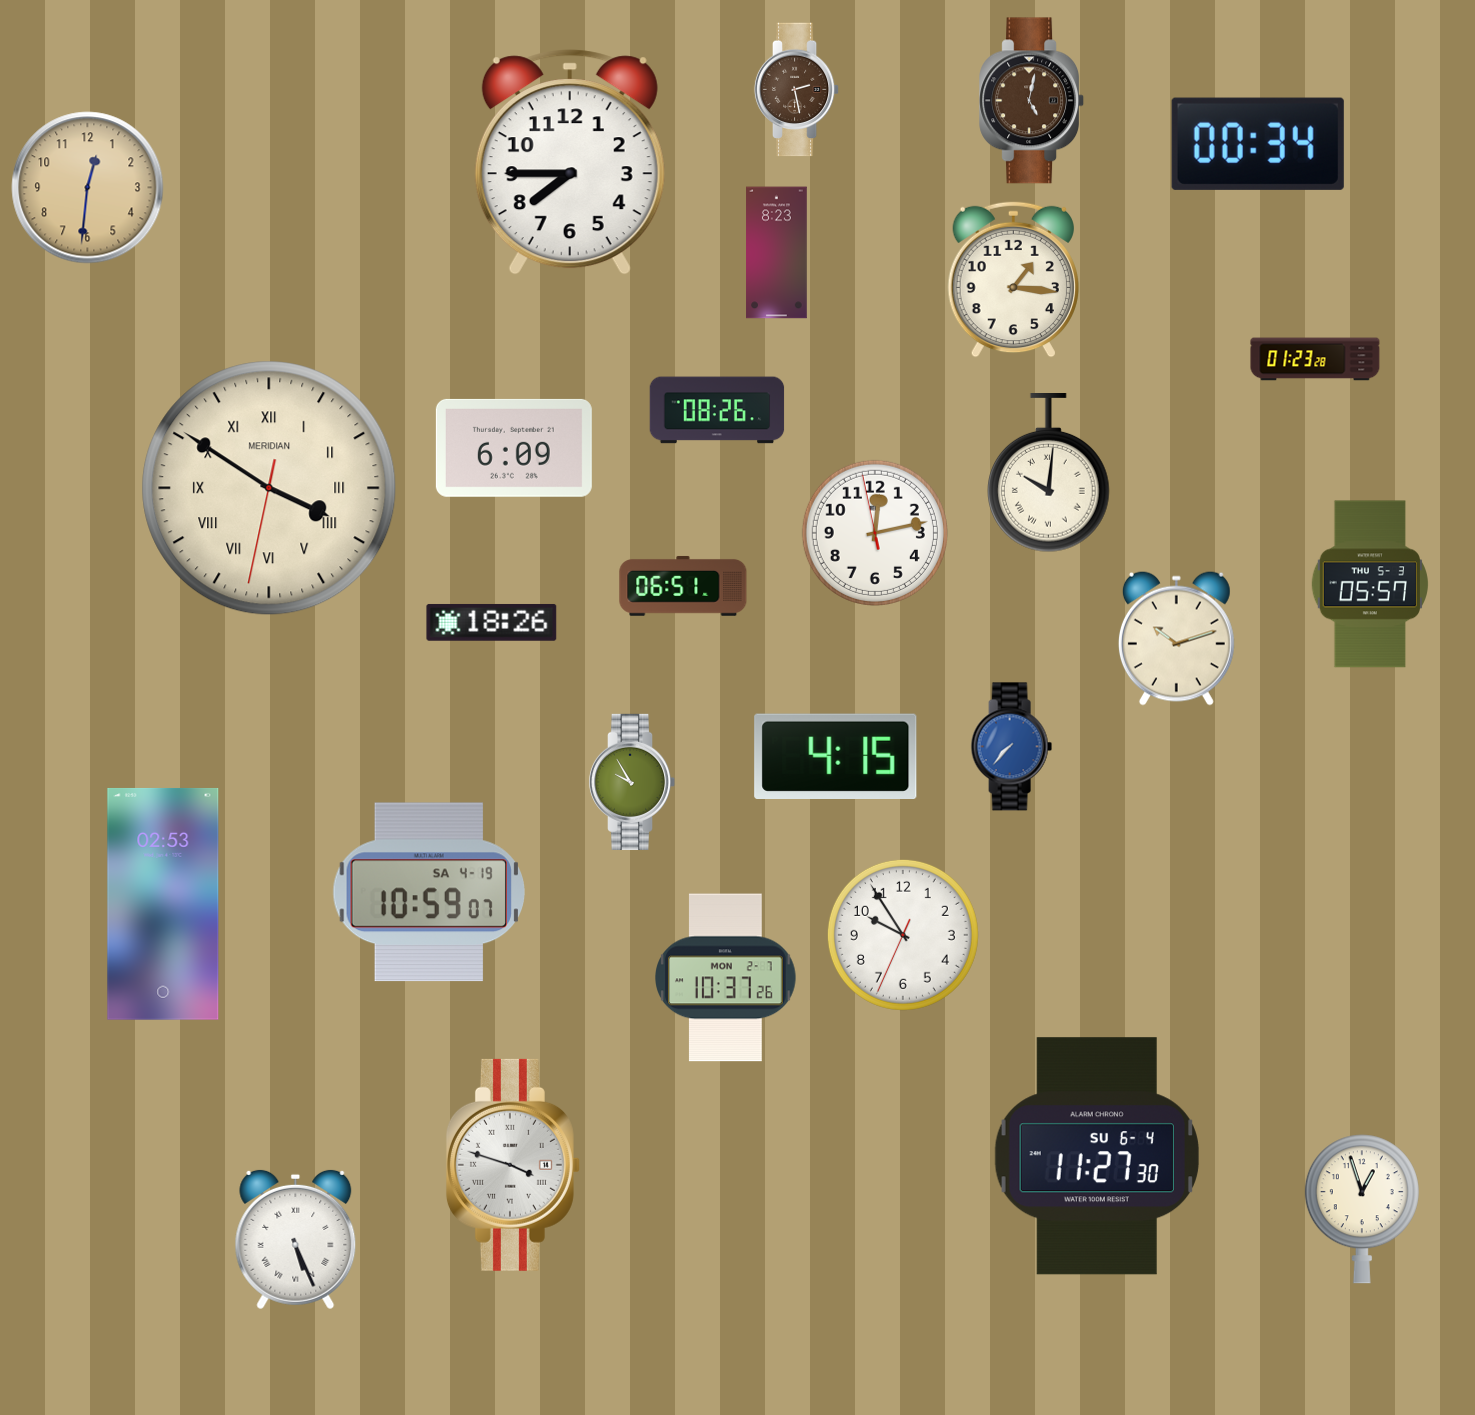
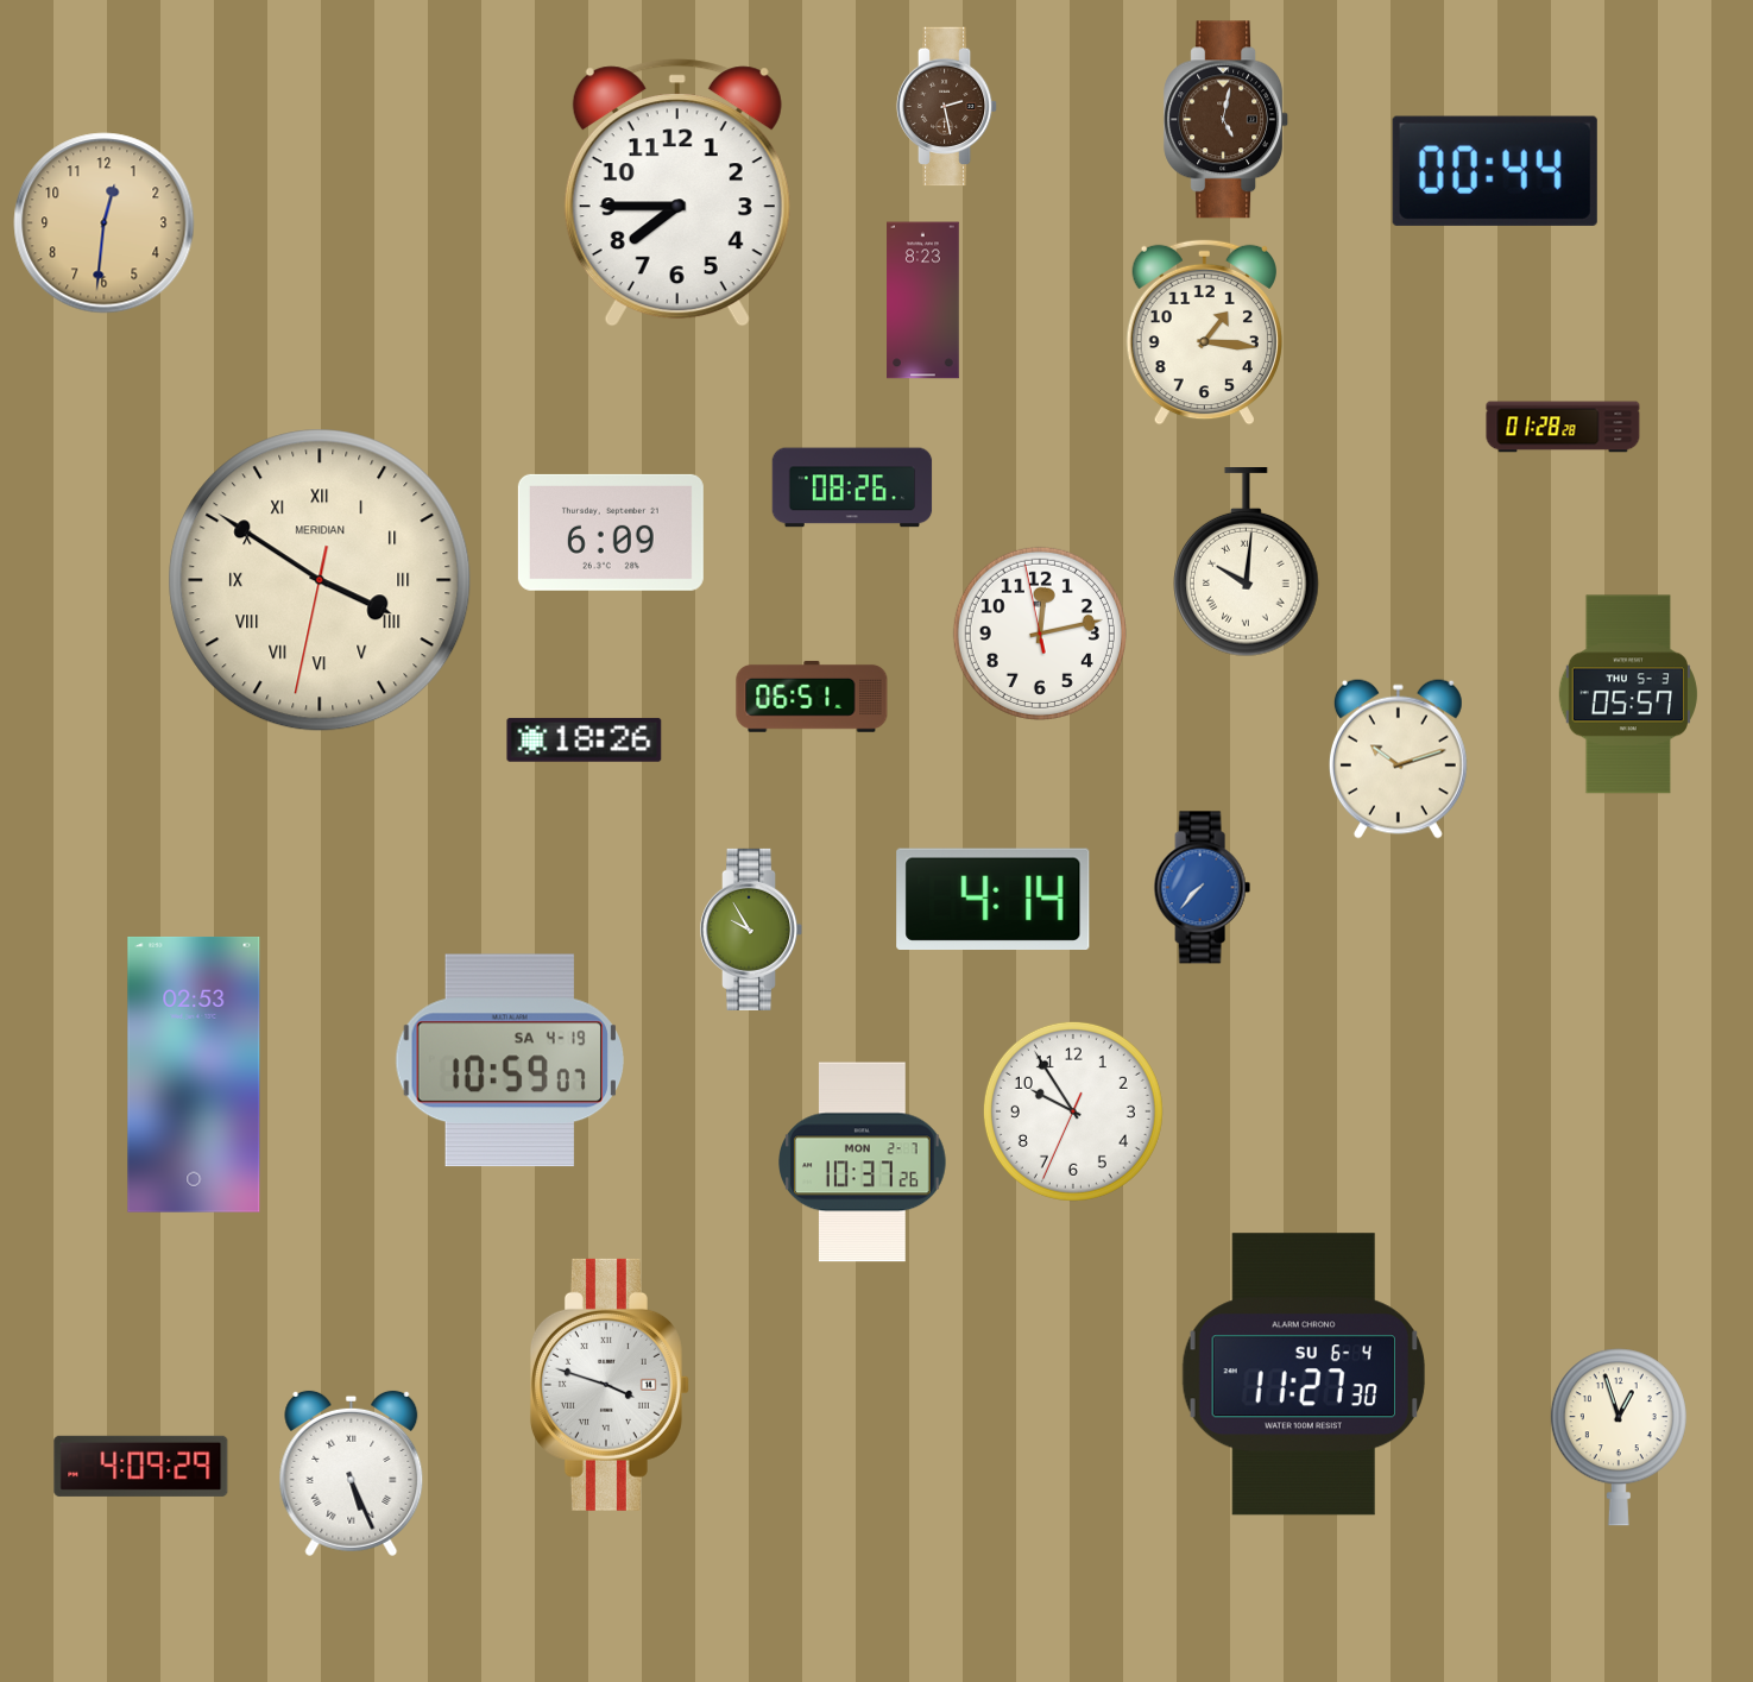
clock at (1258, 144): 00:34 -> 00:44
clock at (1315, 359): 01:23 -> 01:28
clock at (836, 756): 4:15 -> 4:14
clock at (141, 1466): none -> 4:09
